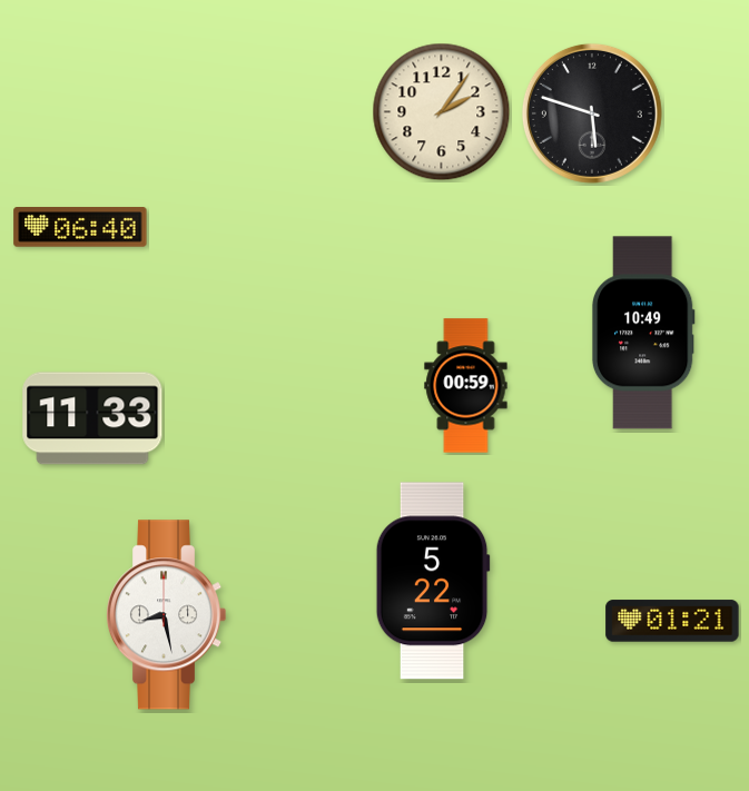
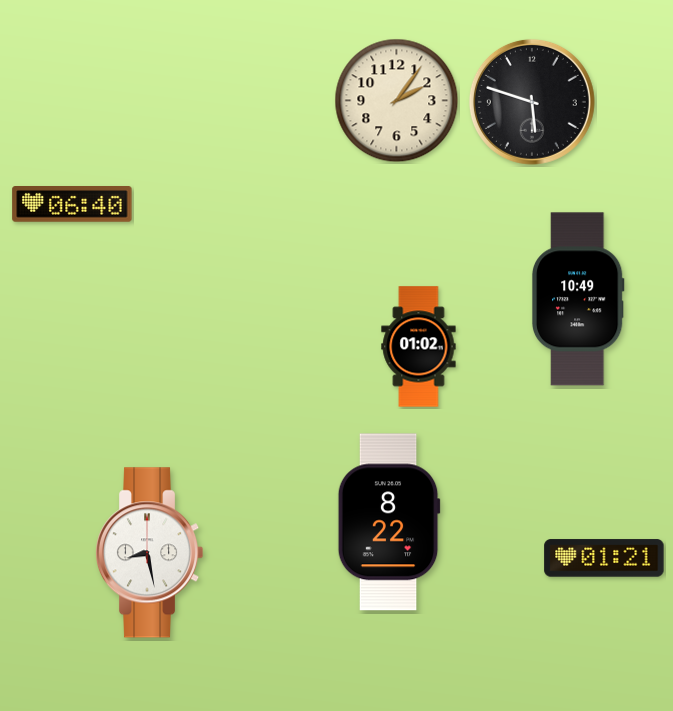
clock at (466, 386): 00:59 -> 01:02
clock at (92, 418): 11:33 -> none
clock at (433, 581): 5:22 -> 8:22
